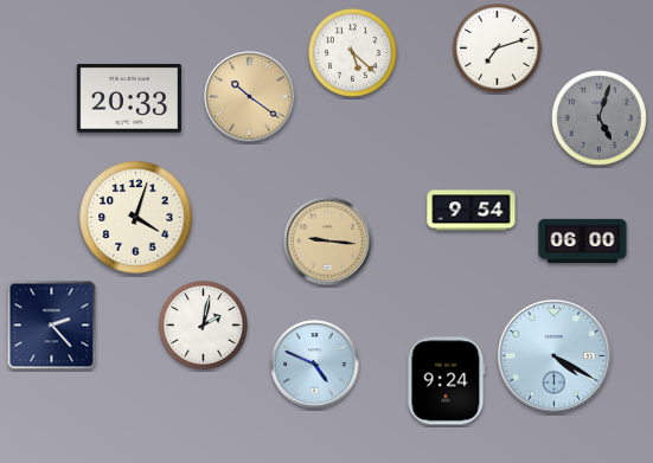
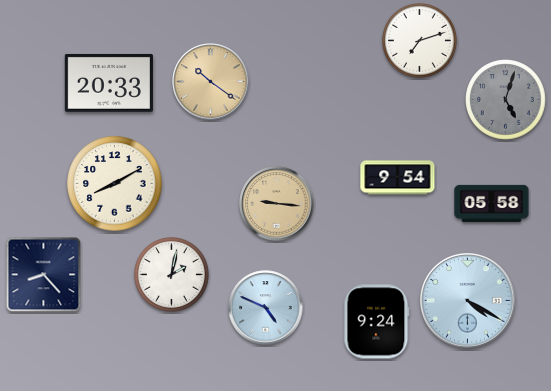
clock at (353, 53): 5:22 -> none
clock at (136, 218): 4:03 -> 8:10
clock at (583, 240): 06:00 -> 05:58
clock at (52, 326): 2:23 -> 8:23
